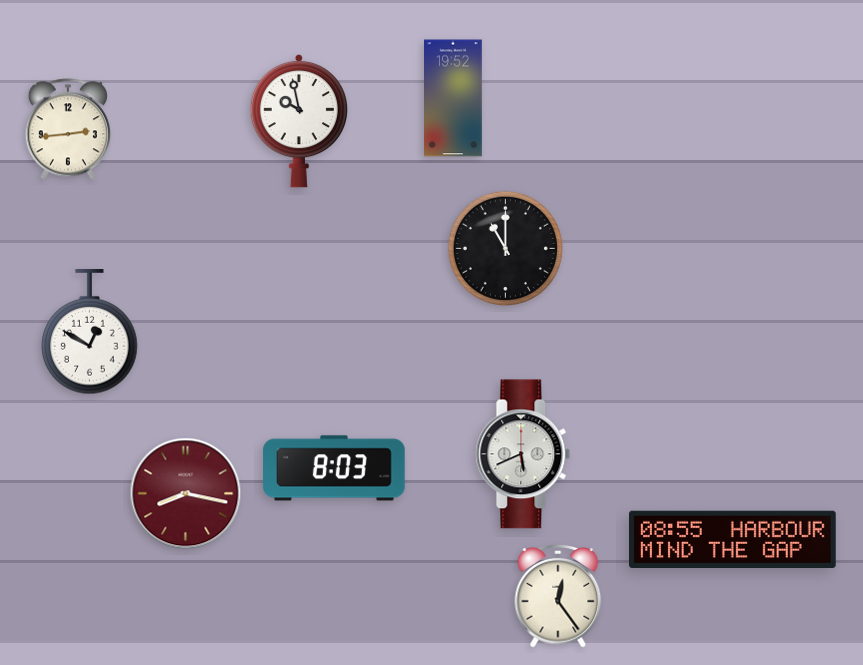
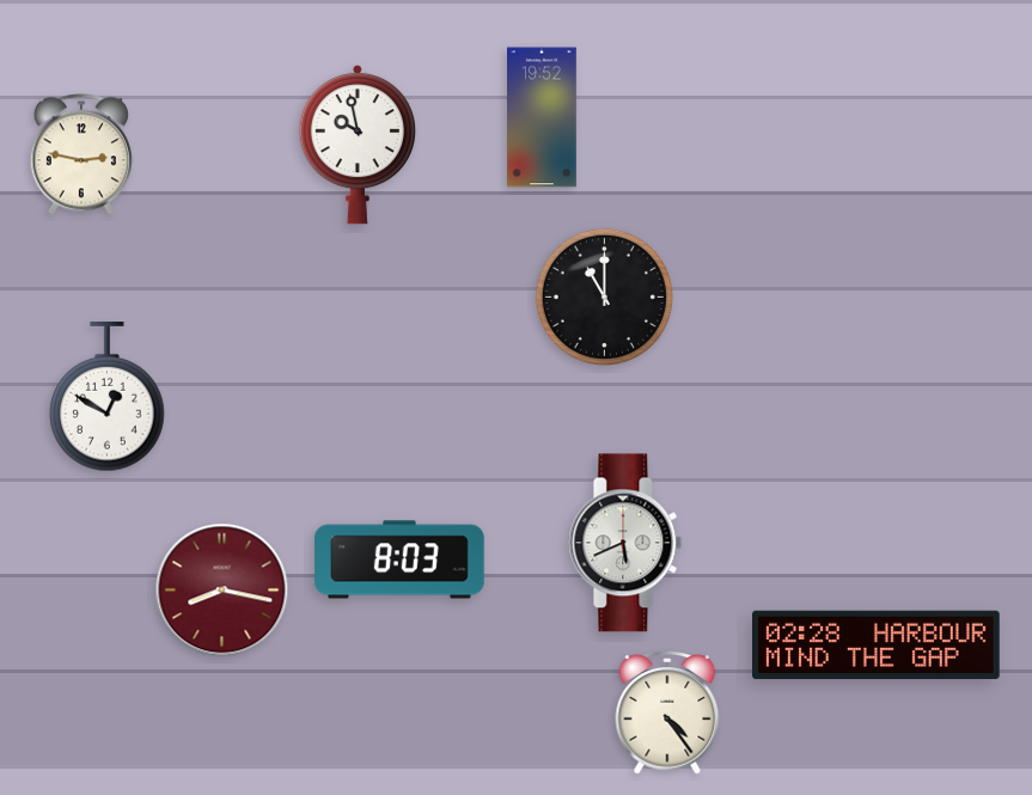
clock at (68, 129): 2:44 -> 2:47
clock at (733, 539): 08:55 -> 02:28
clock at (558, 597): 12:24 -> 4:24
